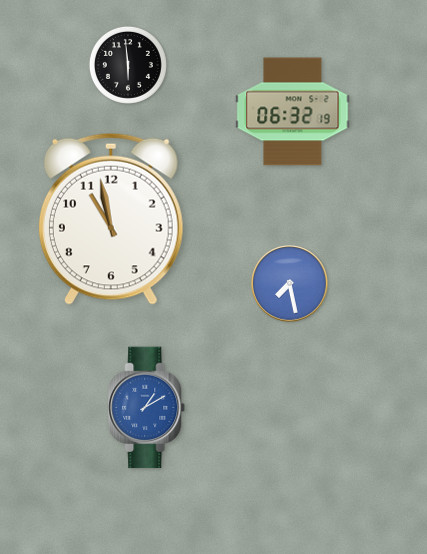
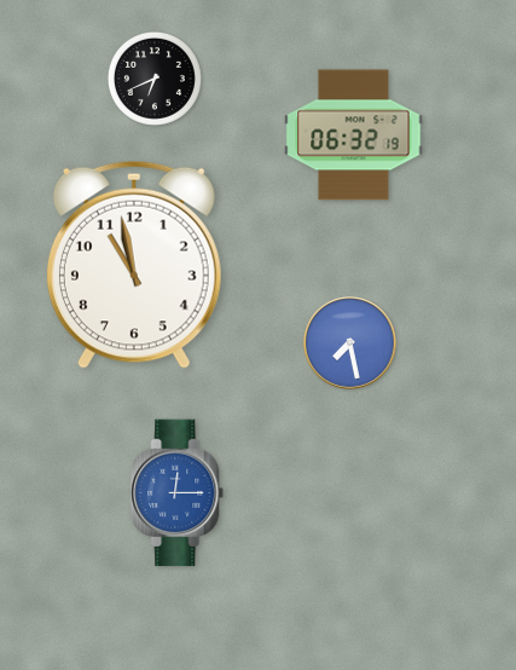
clock at (128, 65): 5:59 -> 6:41
clock at (147, 408): 1:10 -> 12:15
